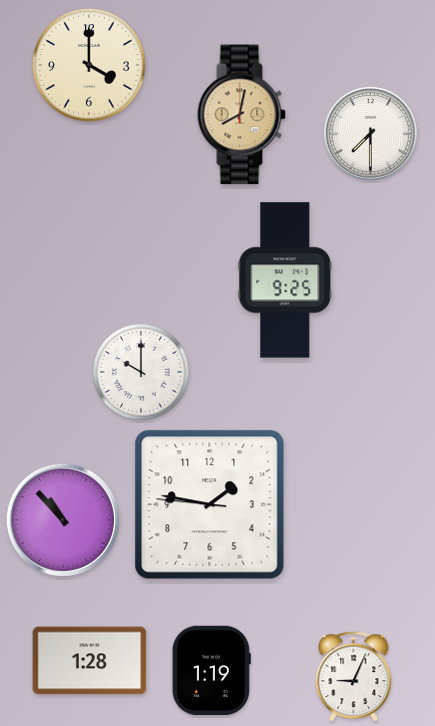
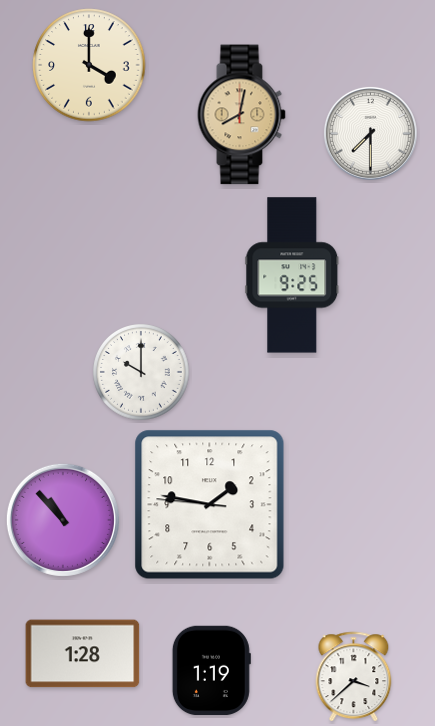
clock at (285, 280) position: (285, 280) -> (292, 275)
clock at (90, 661) position: (90, 661) -> (83, 654)
clock at (354, 677): 9:04 -> 3:38
